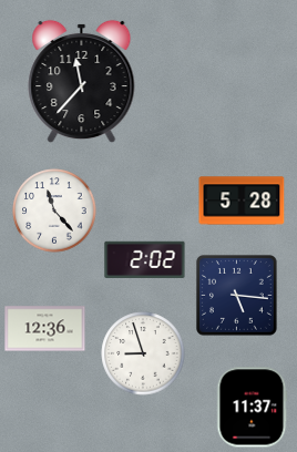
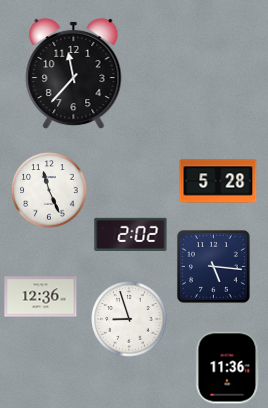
clock at (54, 210): 11:23 -> 11:26
clock at (253, 408): 11:37 -> 11:36
